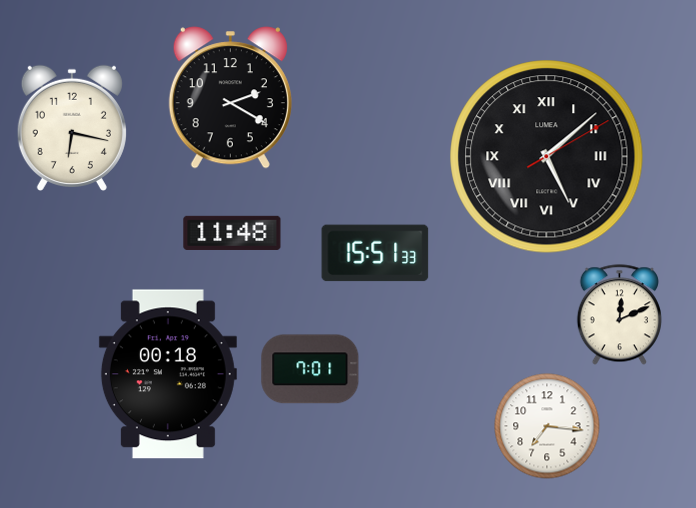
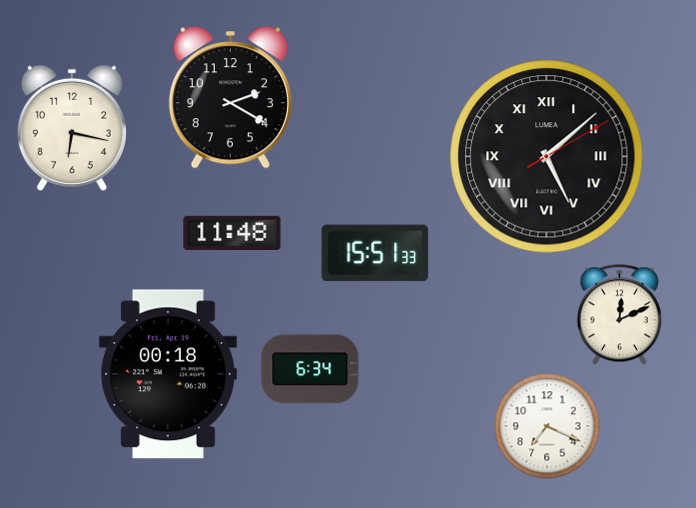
clock at (310, 369): 7:01 -> 6:34
clock at (547, 426): 7:16 -> 7:19
